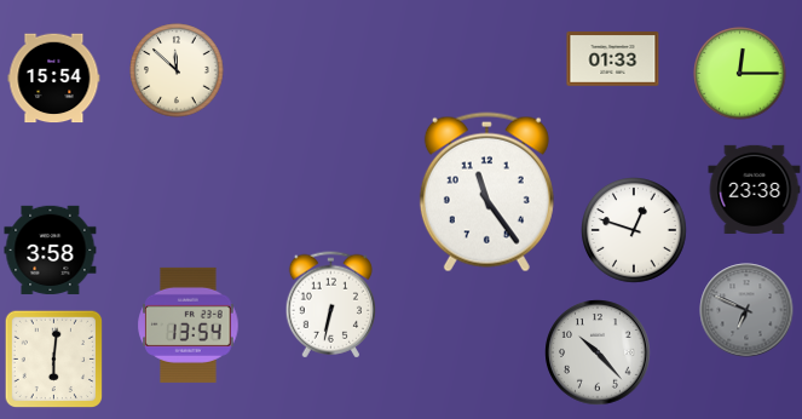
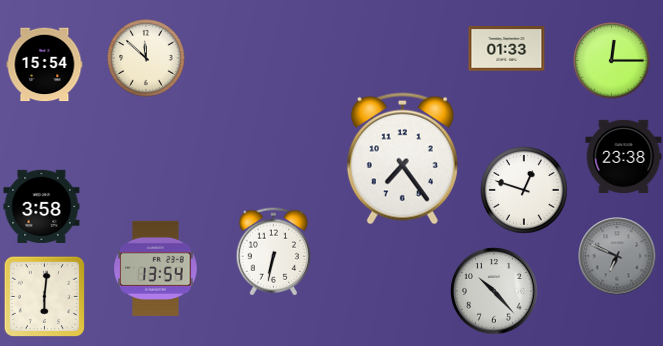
clock at (486, 193): 11:24 -> 7:24
